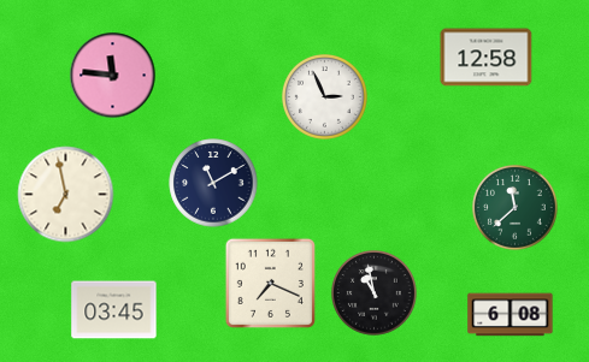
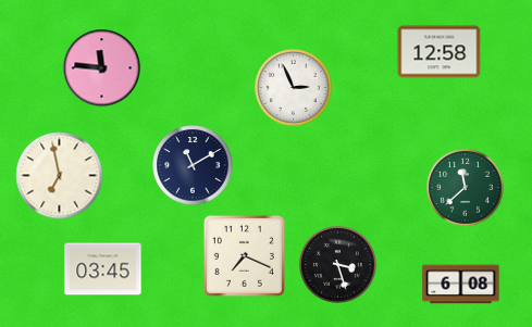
clock at (375, 293): 10:58 -> 3:27
clock at (114, 310) position: (114, 310) -> (103, 269)
